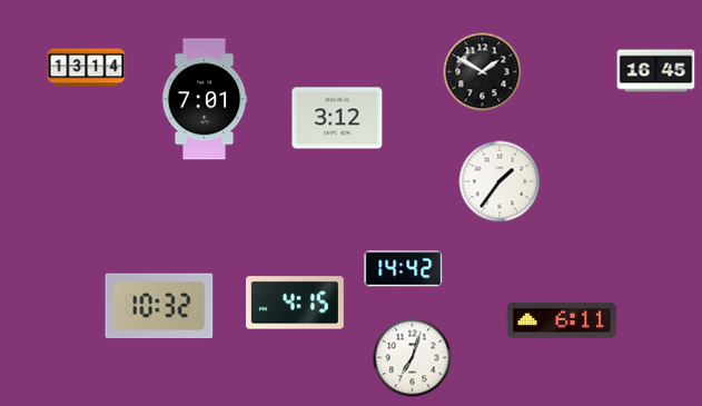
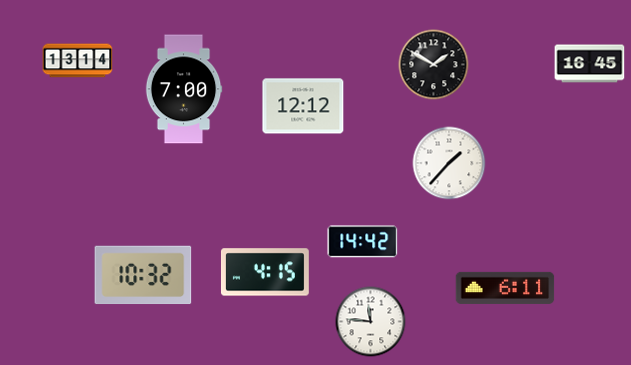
clock at (205, 99): 7:01 -> 7:00
clock at (337, 118): 3:12 -> 12:12
clock at (500, 181): 1:36 -> 1:37
clock at (413, 358): 7:03 -> 11:46
